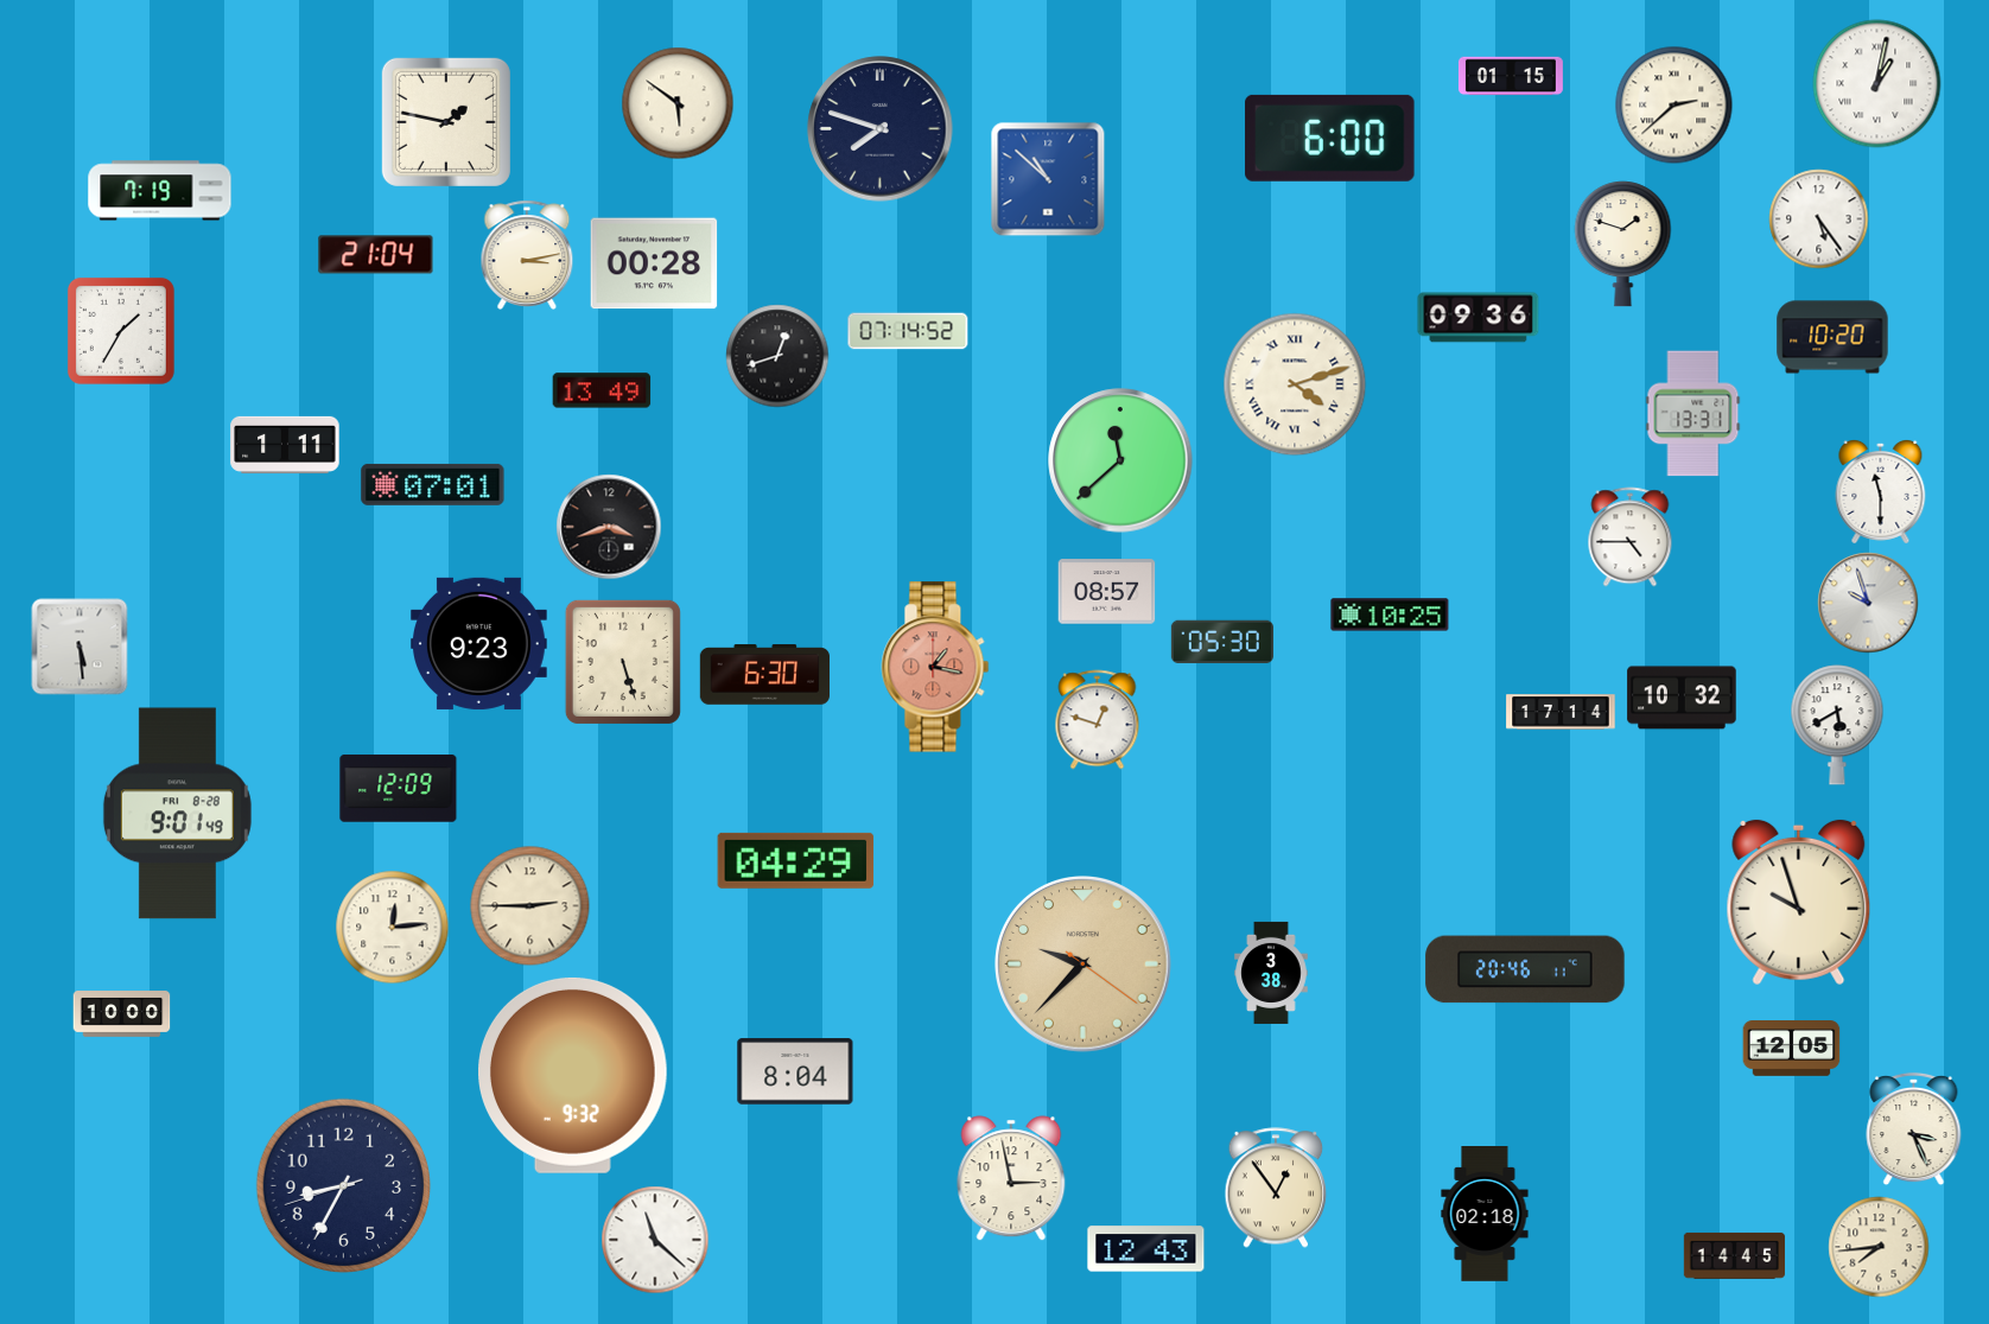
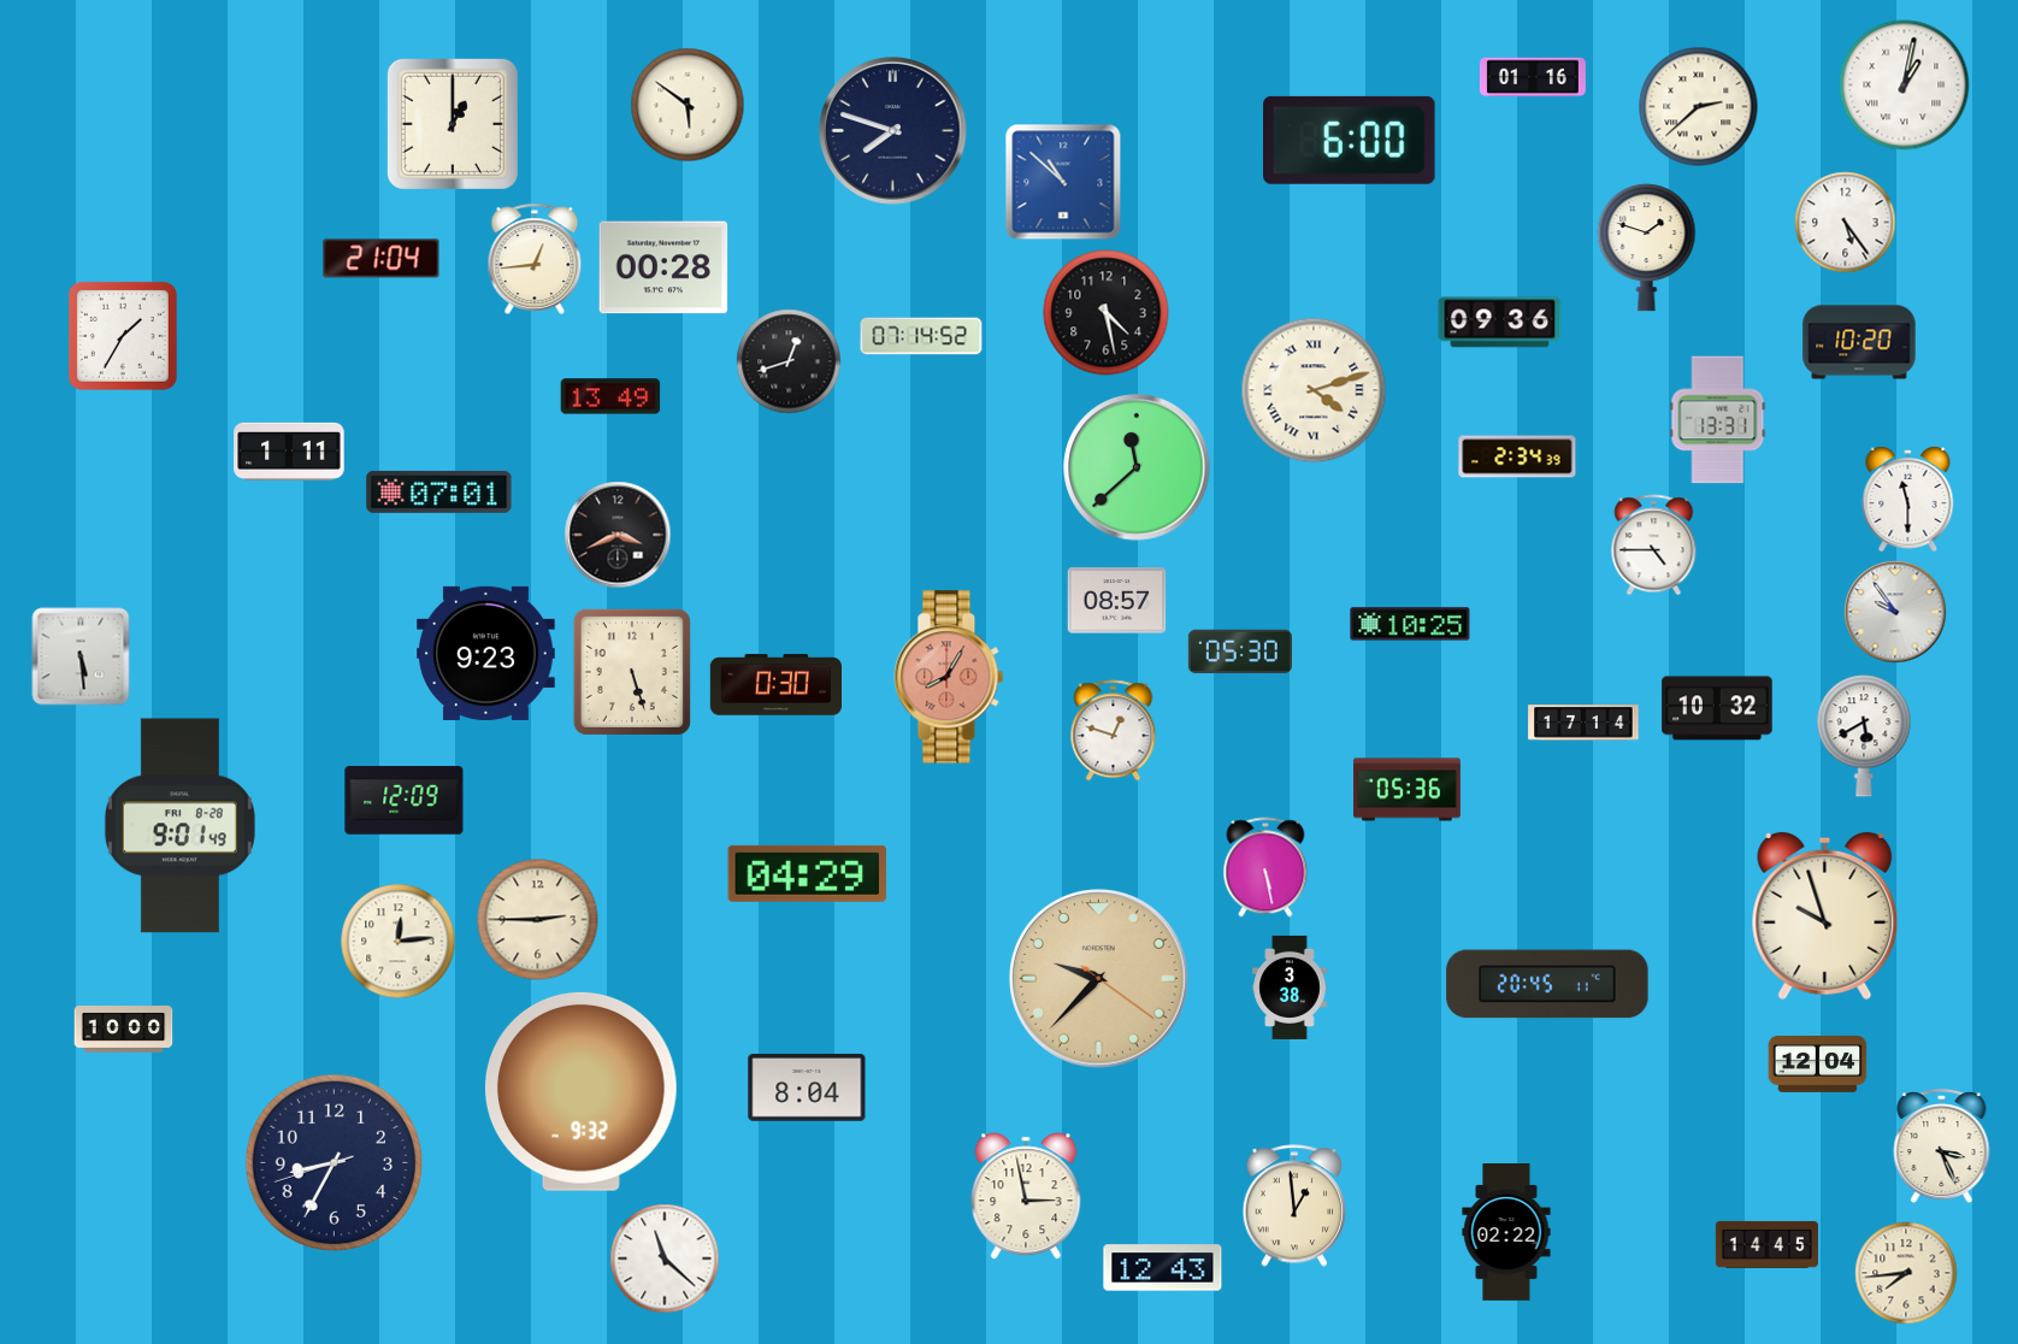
clock at (1511, 76): 01:15 -> 01:16
clock at (446, 122): 1:47 -> 1:00
clock at (160, 191): 7:19 -> none
clock at (527, 255): 3:13 -> 12:44
clock at (1107, 313): none -> 4:28
clock at (1517, 456): none -> 2:34
clock at (609, 527): 3:42 -> 3:41
clock at (1107, 592) position: (1107, 592) -> (1117, 601)
clock at (1868, 603): 9:57 -> 9:54
clock at (935, 667): 1:17 -> 8:05
clock at (764, 675): 6:30 -> 0:30
clock at (1682, 698) position: (1682, 698) -> (1717, 708)
clock at (1408, 790): none -> 05:36
clock at (1265, 867): none -> 5:28
clock at (1525, 969): 20:46 -> 20:45
clock at (1792, 1049): 12:05 -> 12:04
clock at (343, 1185) position: (343, 1185) -> (334, 1162)
clock at (1276, 1188): 12:54 -> 12:59
clock at (1485, 1215): 02:18 -> 02:22
clock at (1879, 1247) position: (1879, 1247) -> (1906, 1273)
clock at (1734, 1255) position: (1734, 1255) -> (1766, 1244)
